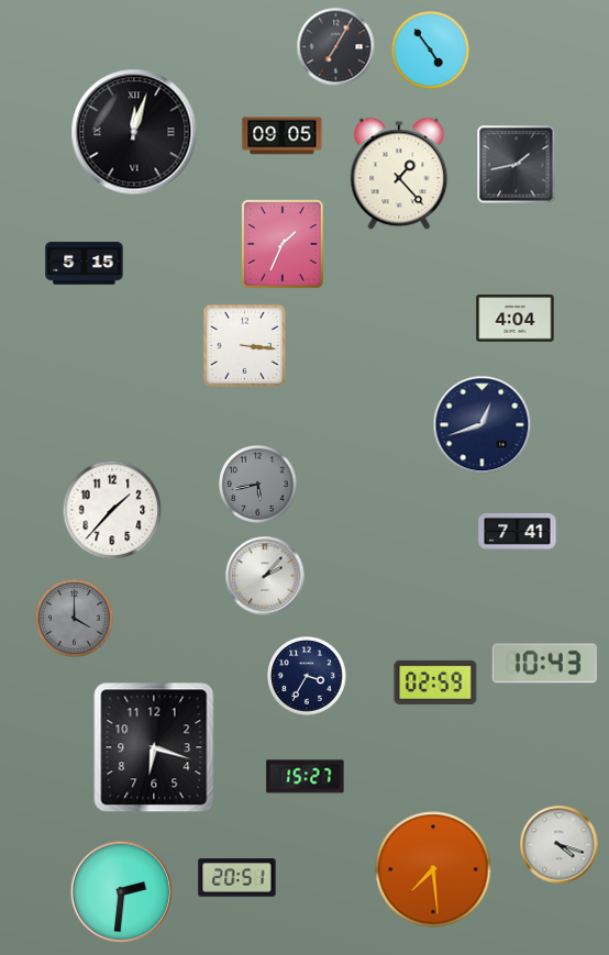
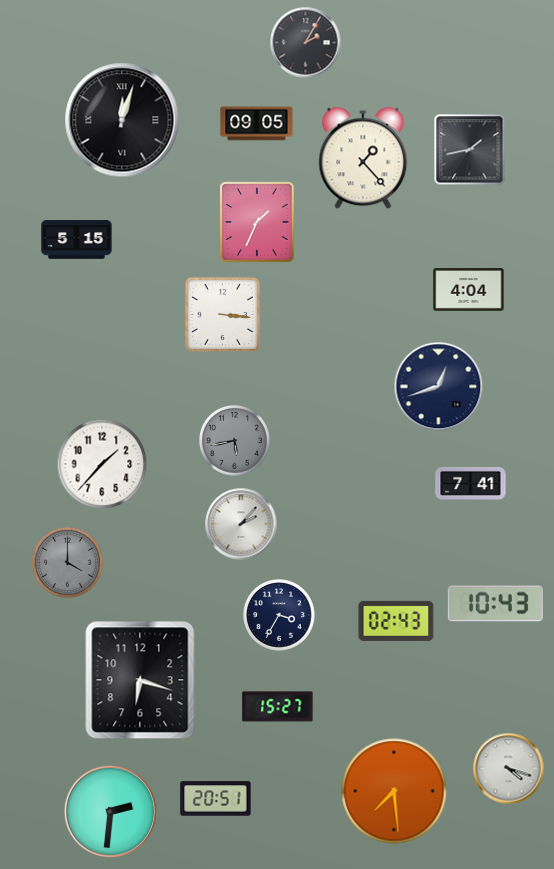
clock at (336, 47): 7:05 -> 2:05
clock at (431, 51): 4:54 -> none
clock at (435, 682): 02:59 -> 02:43
